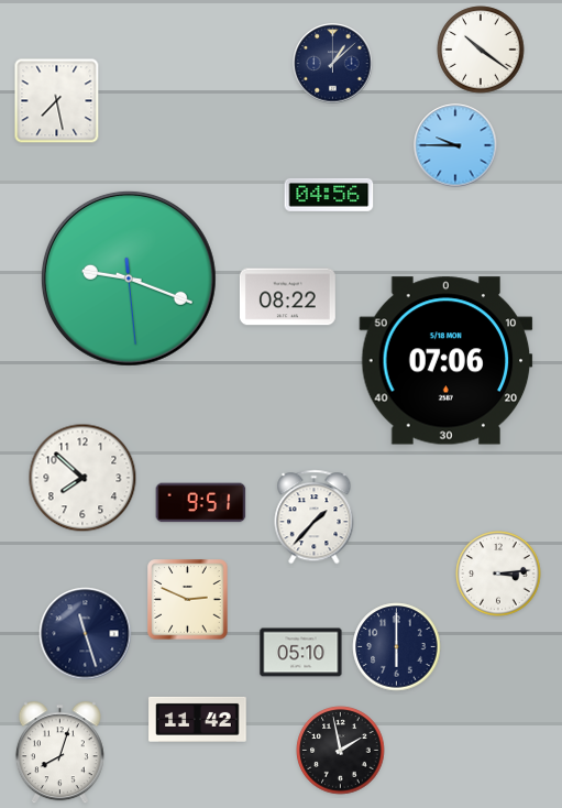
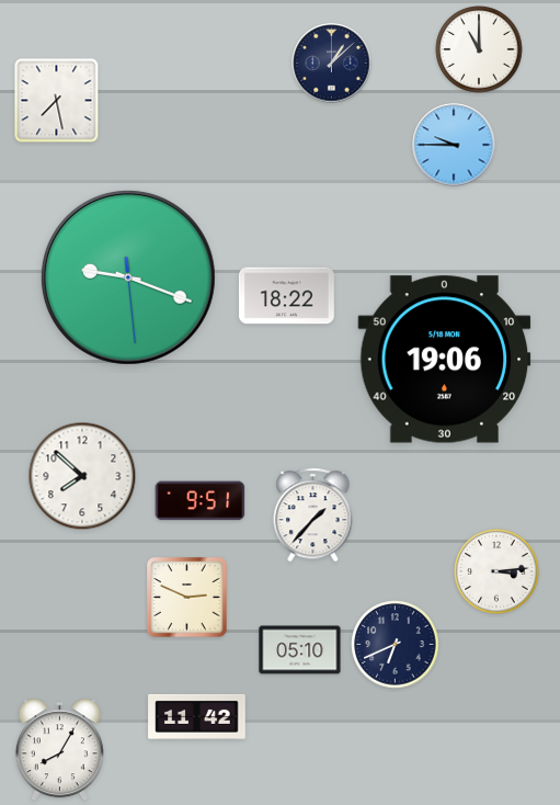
clock at (481, 50): 10:21 -> 11:00
clock at (329, 195): 04:56 -> none
clock at (287, 297): 08:22 -> 18:22
clock at (447, 361): 07:06 -> 19:06
clock at (86, 634): 11:27 -> none
clock at (397, 647): 6:00 -> 6:41
clock at (341, 751): 1:58 -> none
clock at (59, 753): 8:03 -> 8:05
